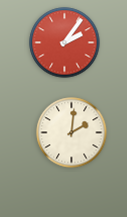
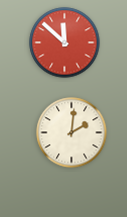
clock at (65, 43): 2:06 -> 11:52
